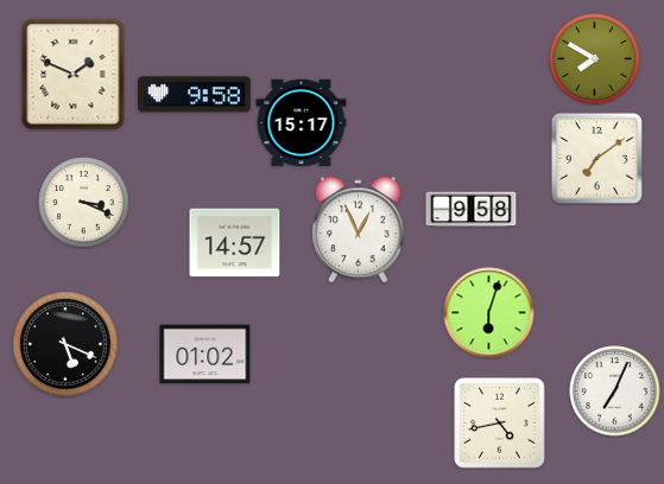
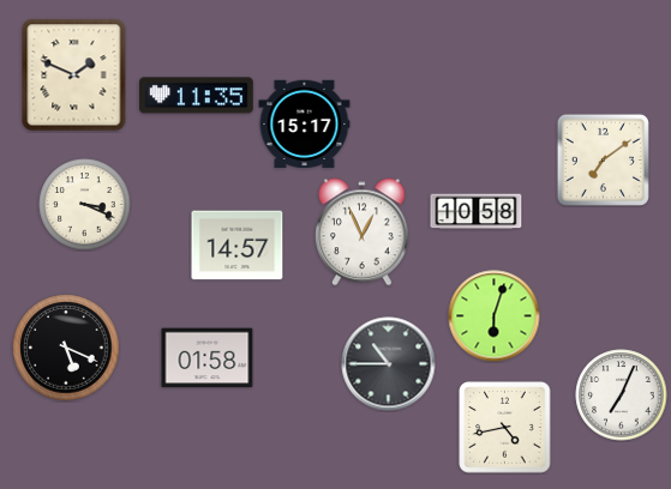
clock at (595, 59): 7:50 -> none
clock at (195, 95): 9:58 -> 11:35
clock at (472, 210): 9:58 -> 10:58
clock at (205, 355): 01:02 -> 01:58
clock at (389, 364): none -> 10:45
